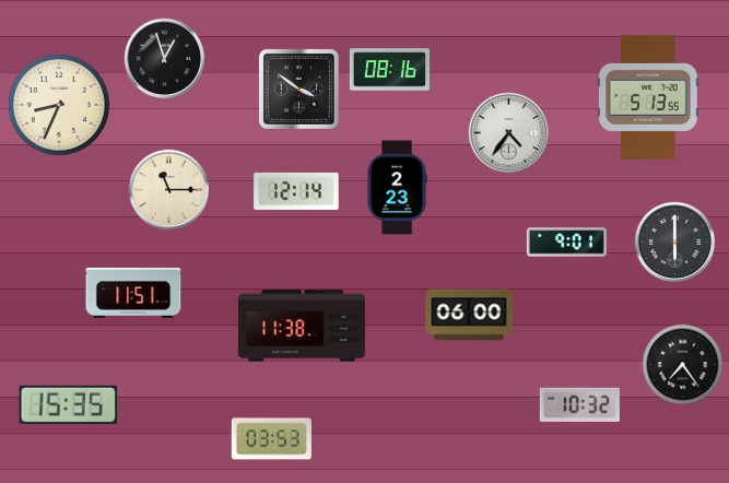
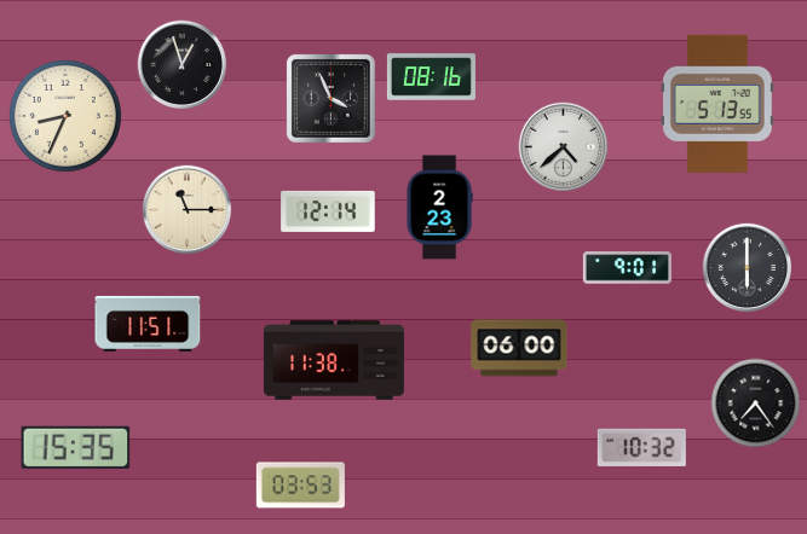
clock at (298, 89): 3:51 -> 3:56
clock at (648, 97) position: (648, 97) -> (717, 104)
clock at (509, 133): 4:36 -> 4:38
